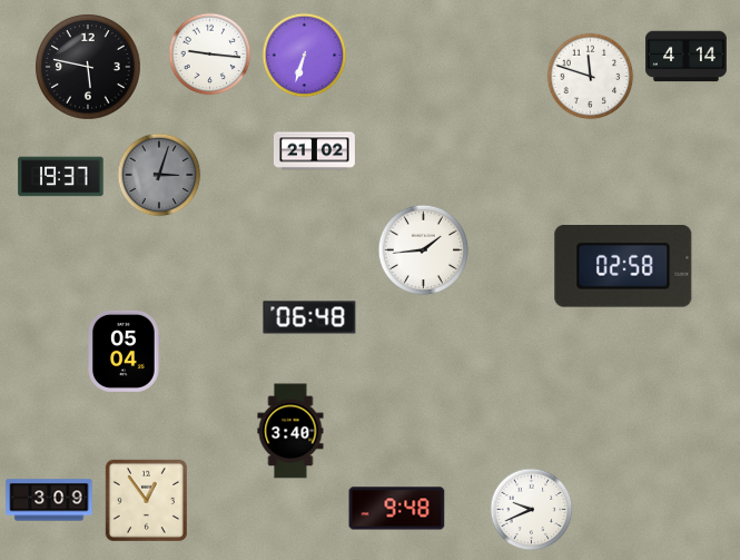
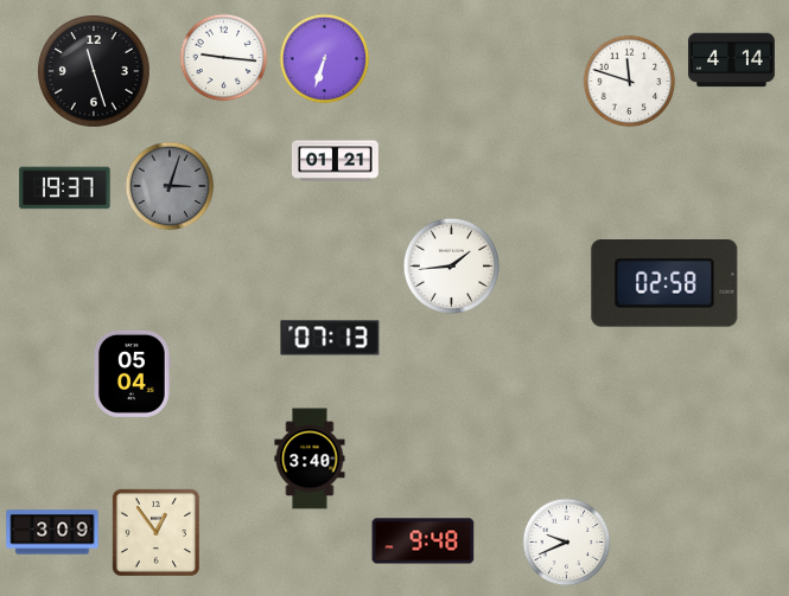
clock at (88, 67): 5:47 -> 11:27
clock at (314, 151): 21:02 -> 01:21
clock at (309, 317): 06:48 -> 07:13
